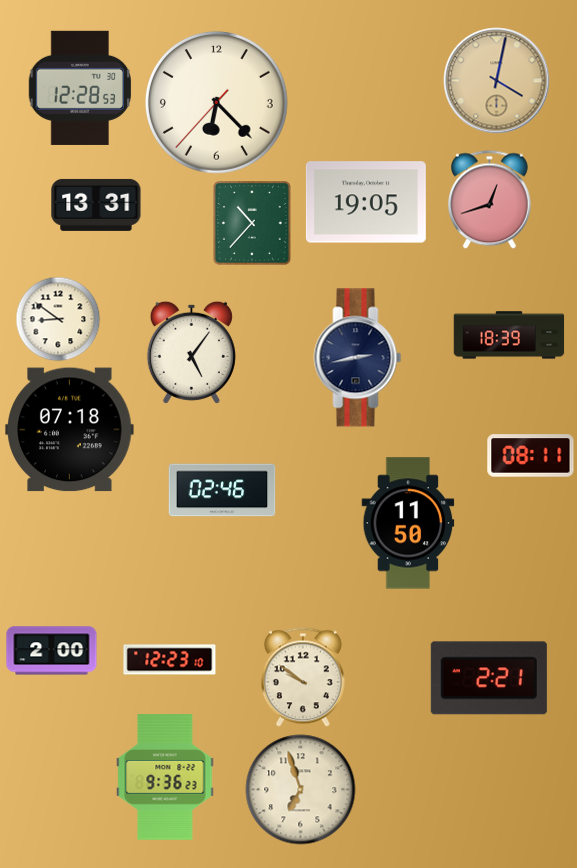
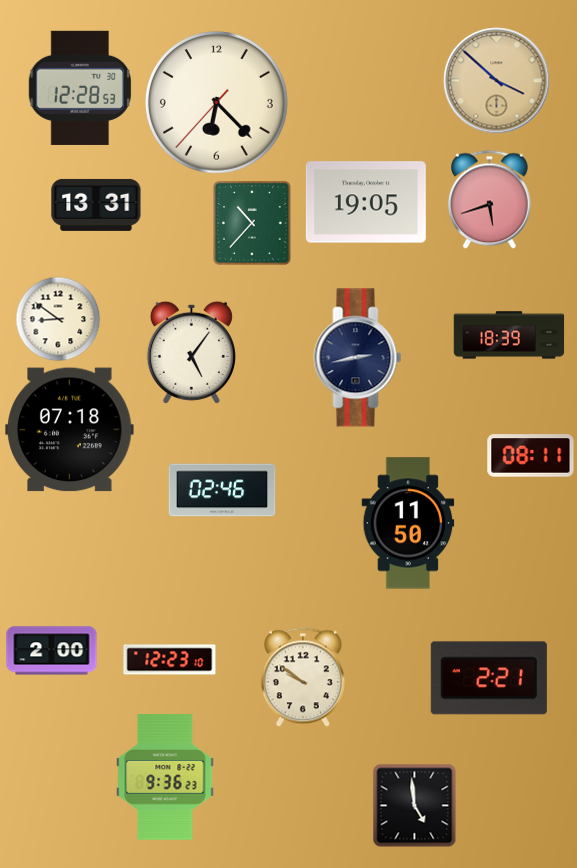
clock at (497, 81): 4:02 -> 3:52
clock at (490, 199): 12:42 -> 5:42
clock at (301, 790): 6:57 -> none
clock at (414, 805): none -> 4:59
